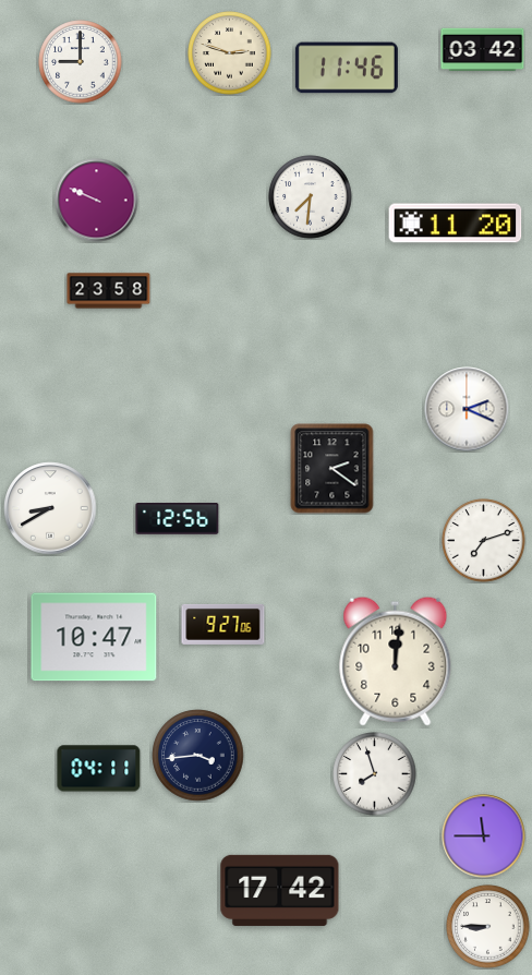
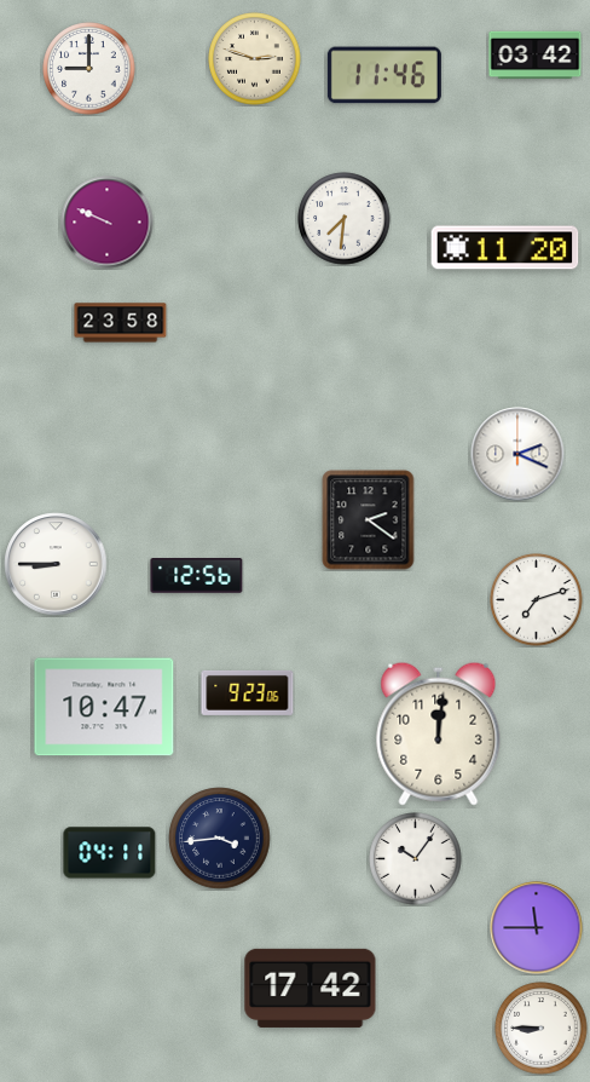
clock at (50, 508): 8:40 -> 8:45
clock at (223, 624): 9:27 -> 9:23
clock at (375, 774): 7:57 -> 10:06
